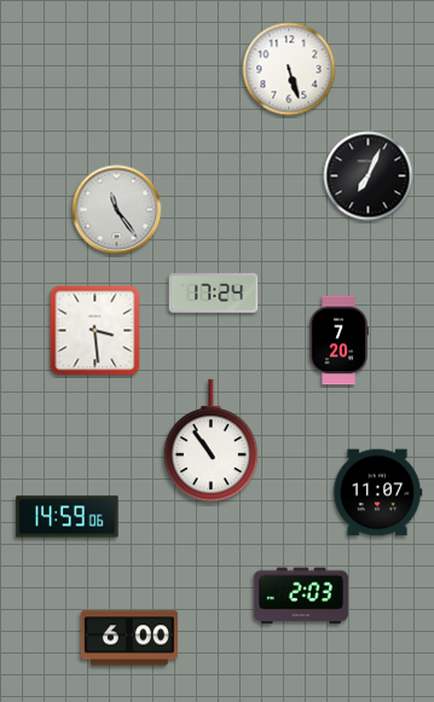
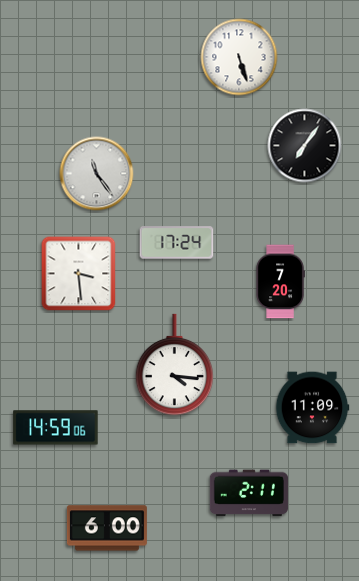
clock at (369, 176): 7:04 -> 7:06
clock at (212, 441): 10:54 -> 4:16
clock at (377, 493): 11:07 -> 11:09
clock at (301, 596): 2:03 -> 2:11
